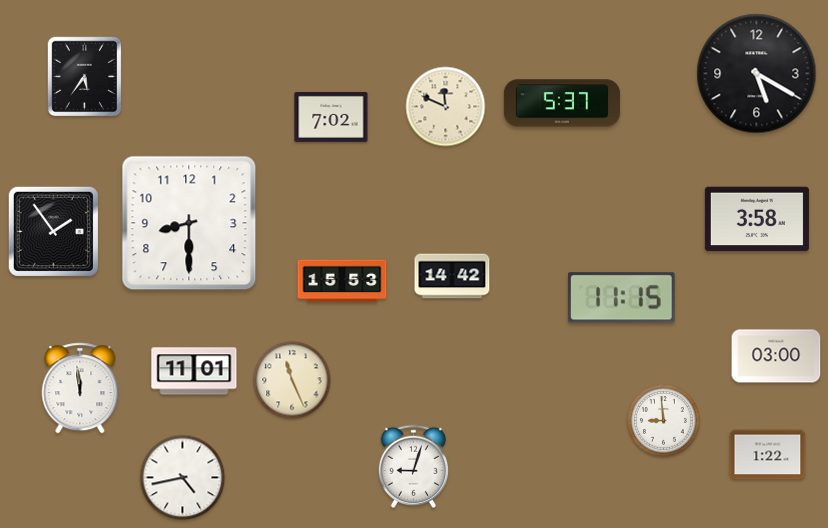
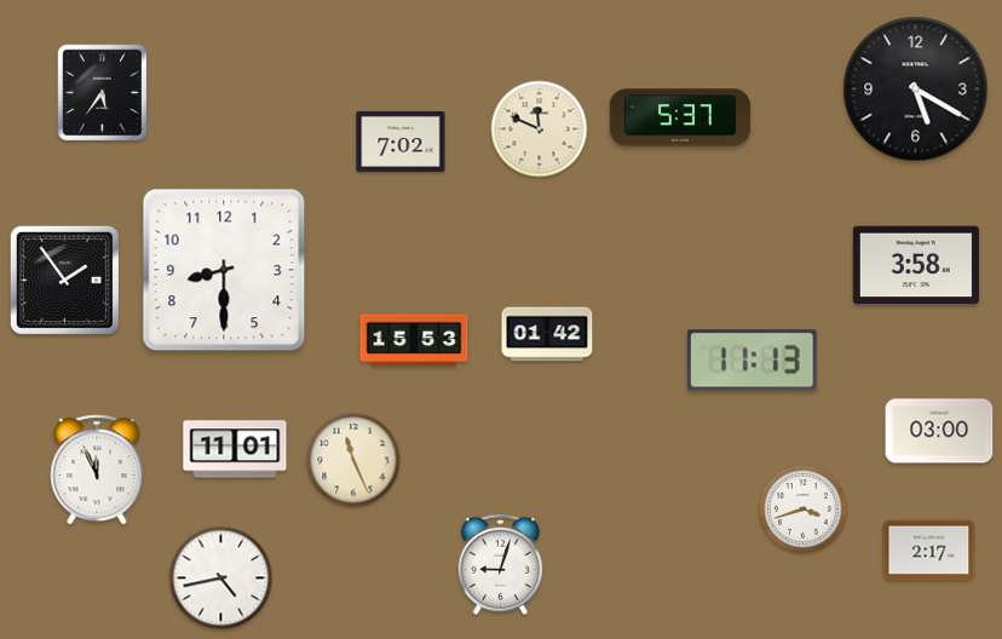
clock at (561, 103) position: (561, 103) -> (679, 117)
clock at (189, 223) position: (189, 223) -> (224, 270)
clock at (452, 276): 14:42 -> 01:42
clock at (622, 298): 11:15 -> 11:13
clock at (80, 388): 11:59 -> 11:56
clock at (664, 421): 8:59 -> 3:42
clock at (768, 455): 1:22 -> 2:17
